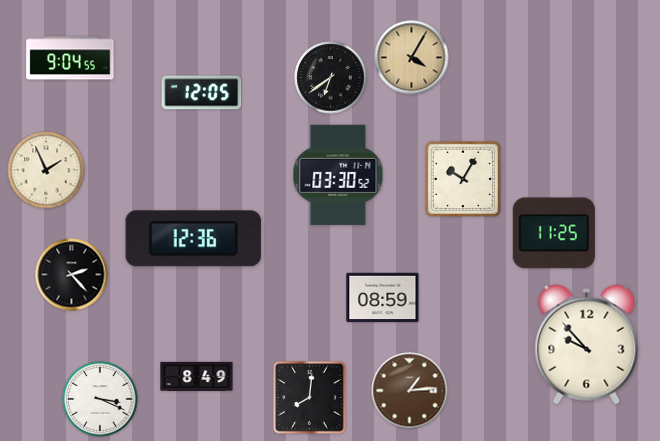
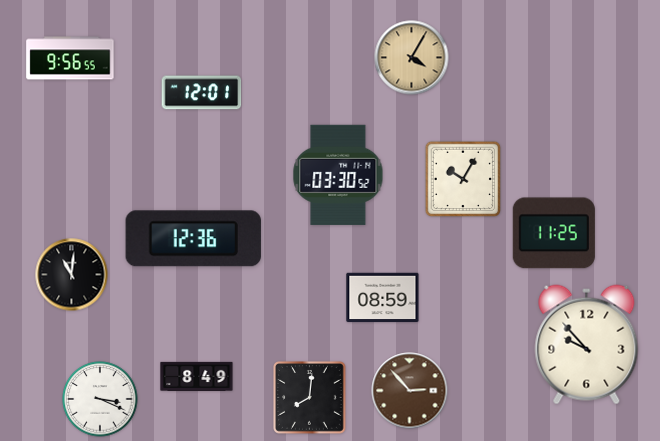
clock at (70, 58): 9:04 -> 9:56
clock at (331, 78): 6:39 -> none
clock at (202, 93): 12:05 -> 12:01
clock at (46, 170): 1:56 -> none
clock at (72, 275): 2:23 -> 11:01
clock at (410, 391): 1:14 -> 2:53
